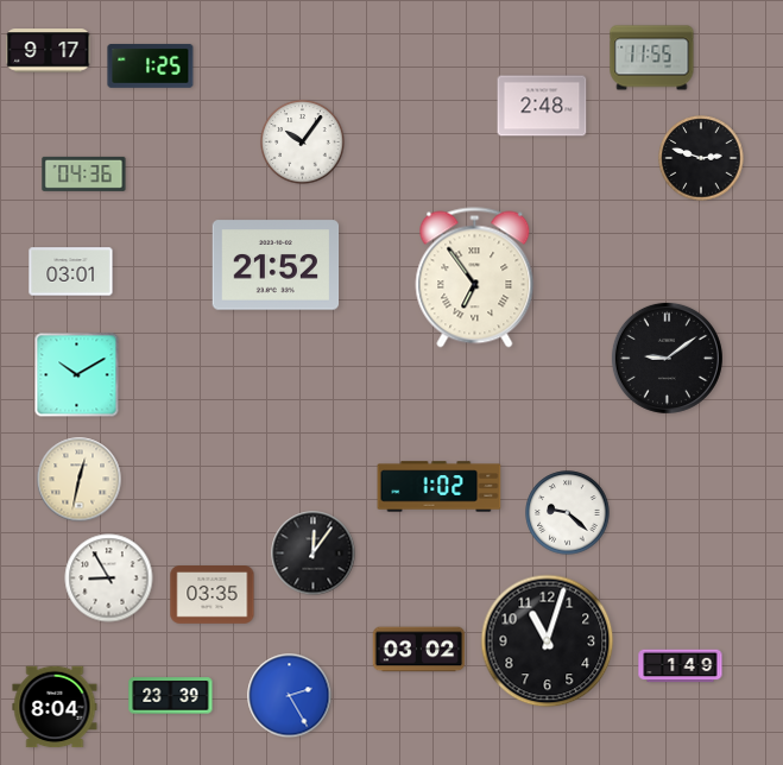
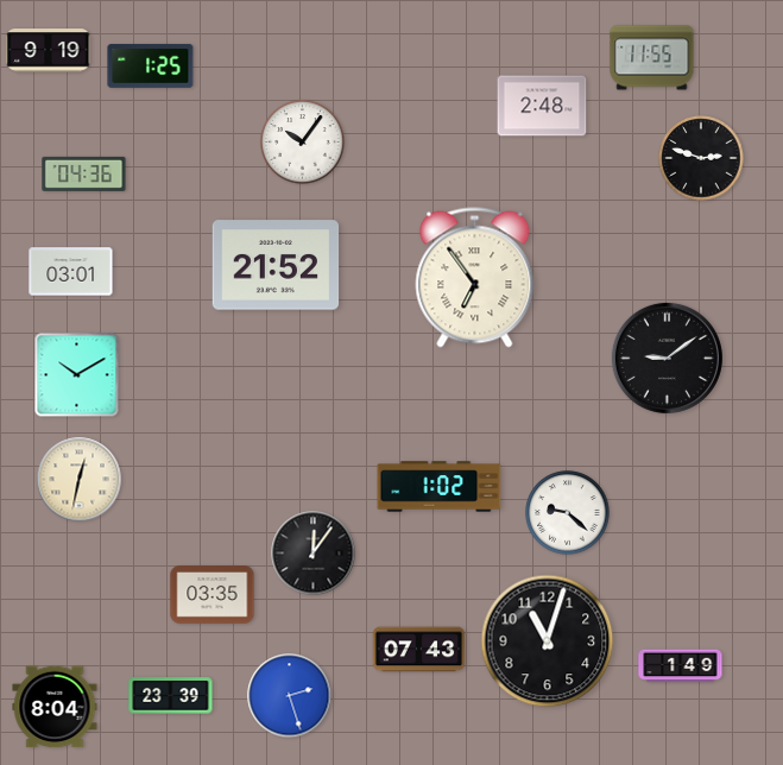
clock at (49, 51): 9:17 -> 9:19
clock at (109, 579): 8:55 -> none
clock at (419, 650): 03:02 -> 07:43
clock at (290, 696): 2:25 -> 2:27
